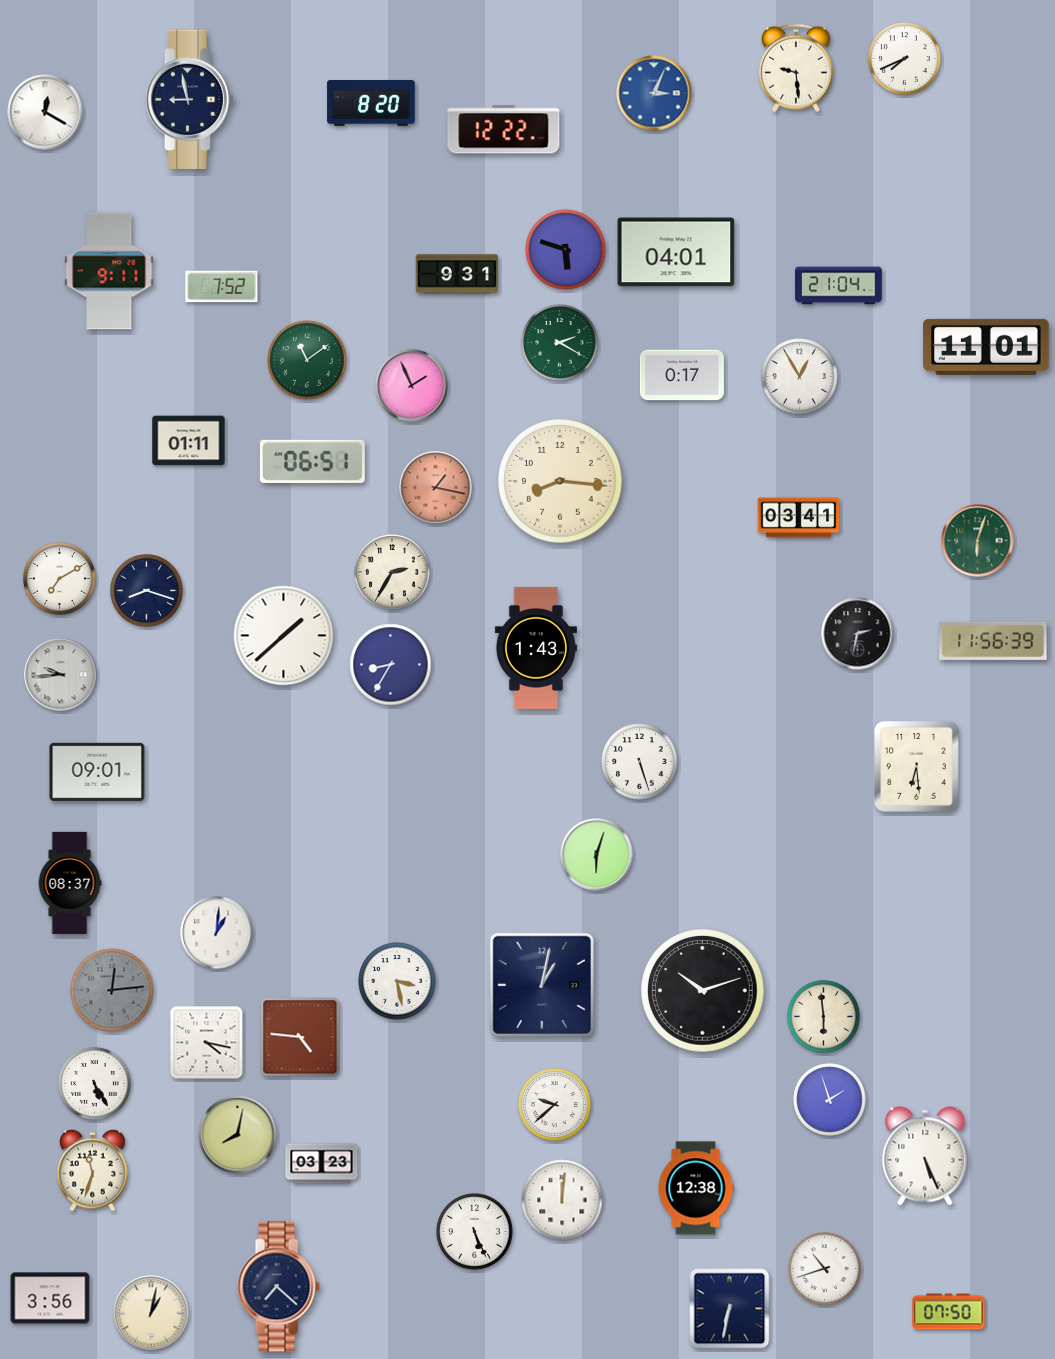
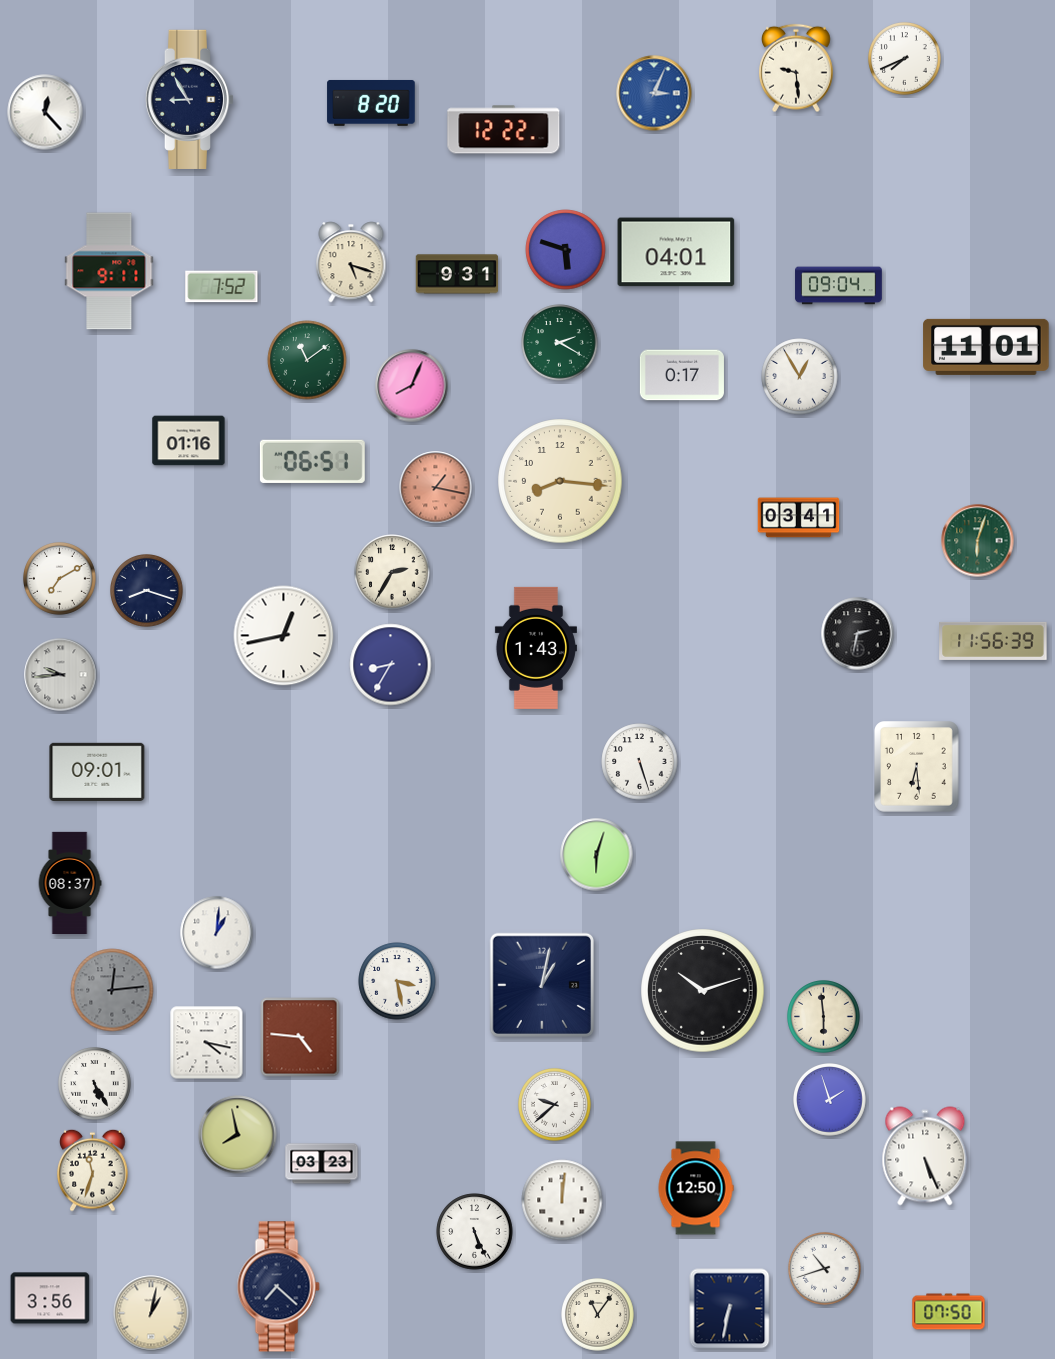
clock at (190, 99): 8:58 -> 8:55
clock at (45, 112): 12:20 -> 12:23
clock at (351, 262): none -> 5:18
clock at (839, 286): 21:04 -> 09:04
clock at (412, 386): 1:56 -> 8:04
clock at (189, 441): 01:11 -> 01:16
clock at (284, 636): 1:38 -> 12:43
clock at (238, 1135): 8:02 -> 7:58
clock at (696, 1188): 12:38 -> 12:50
clock at (598, 1315): none -> 11:06
